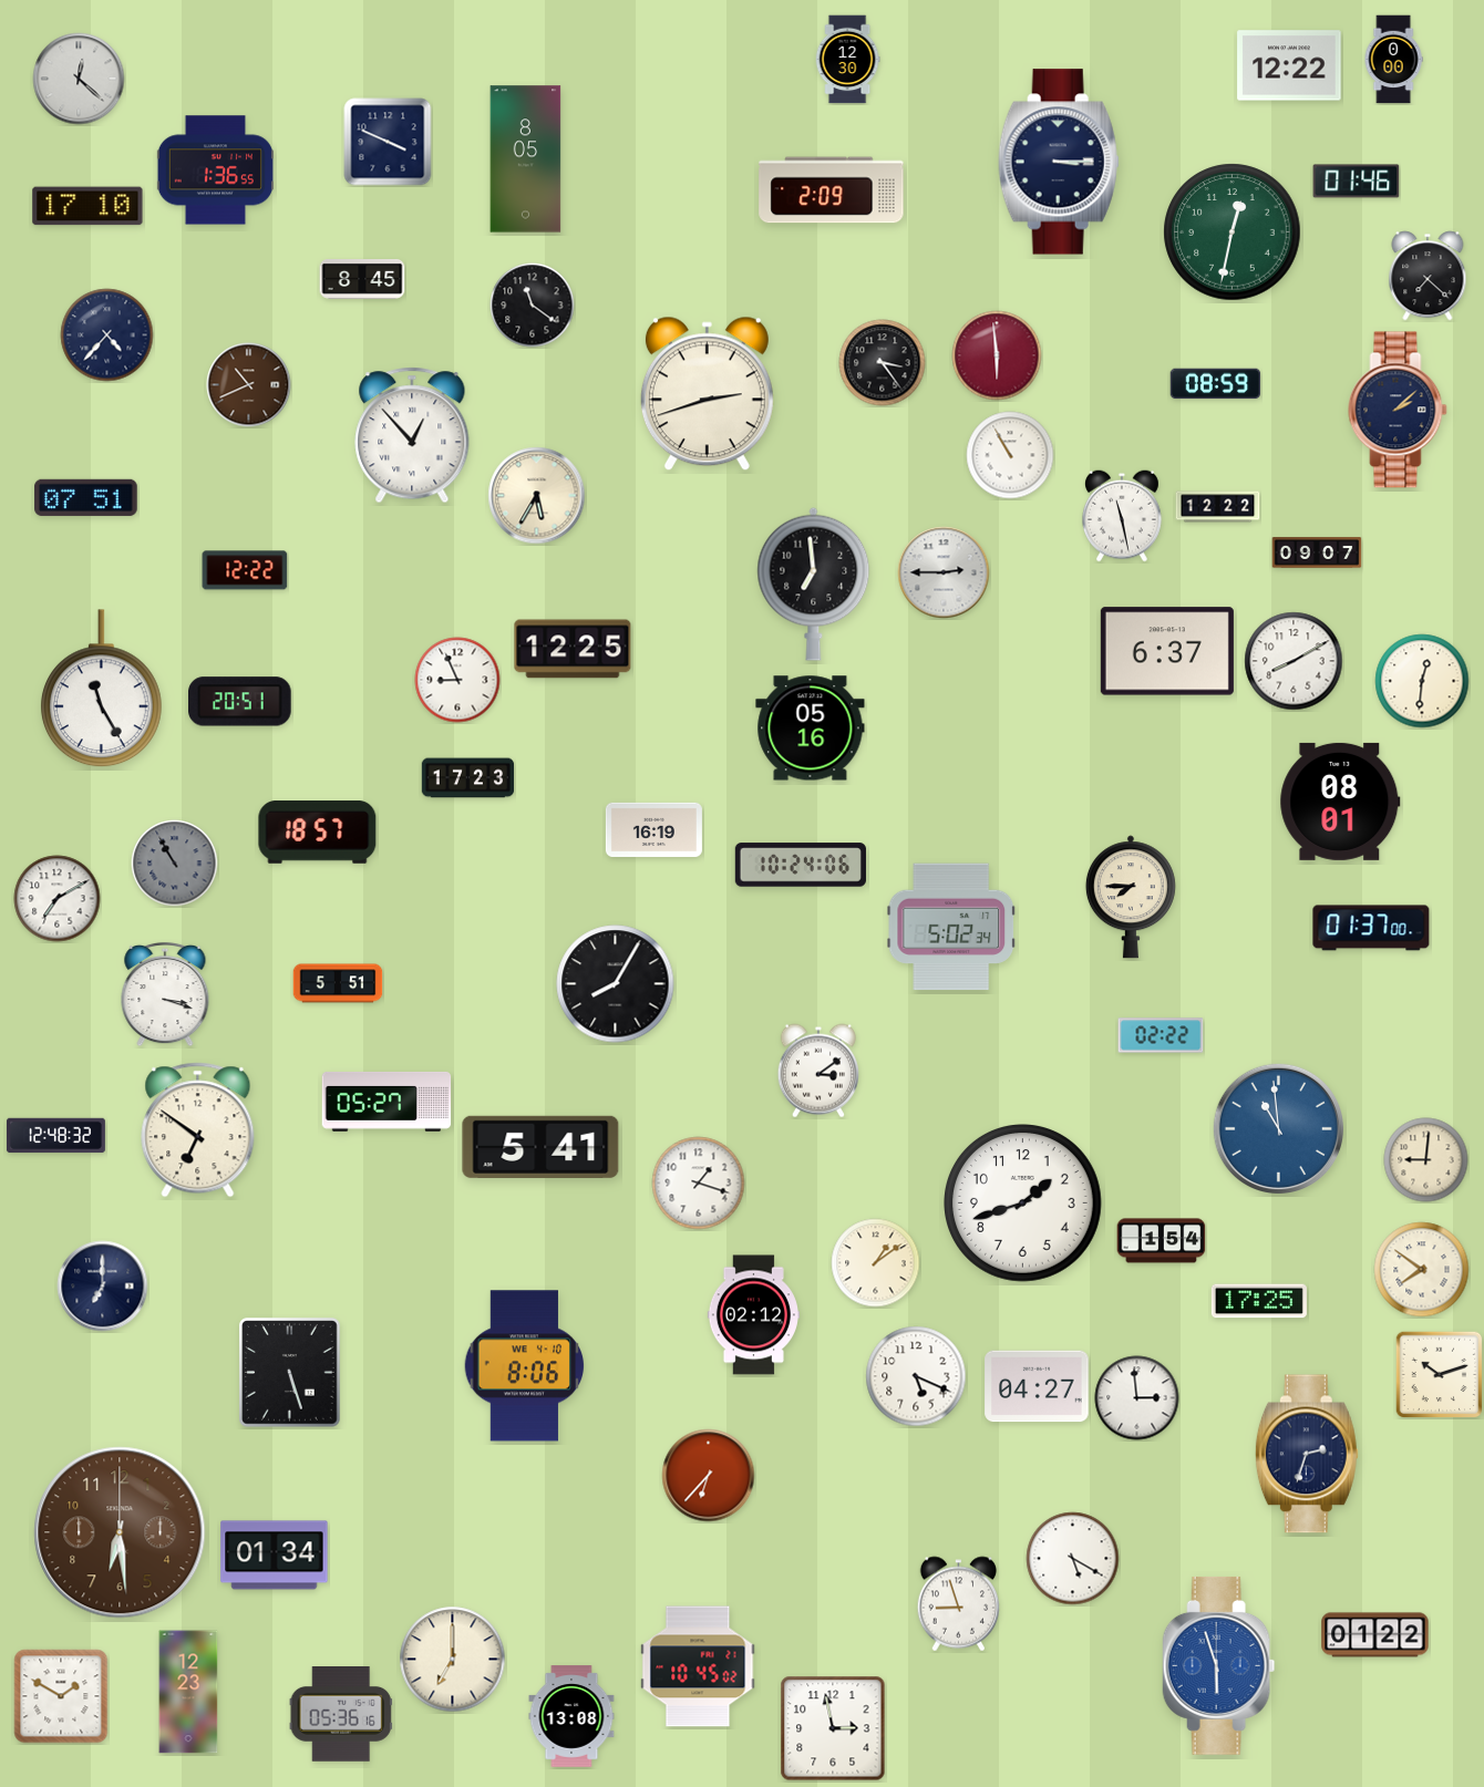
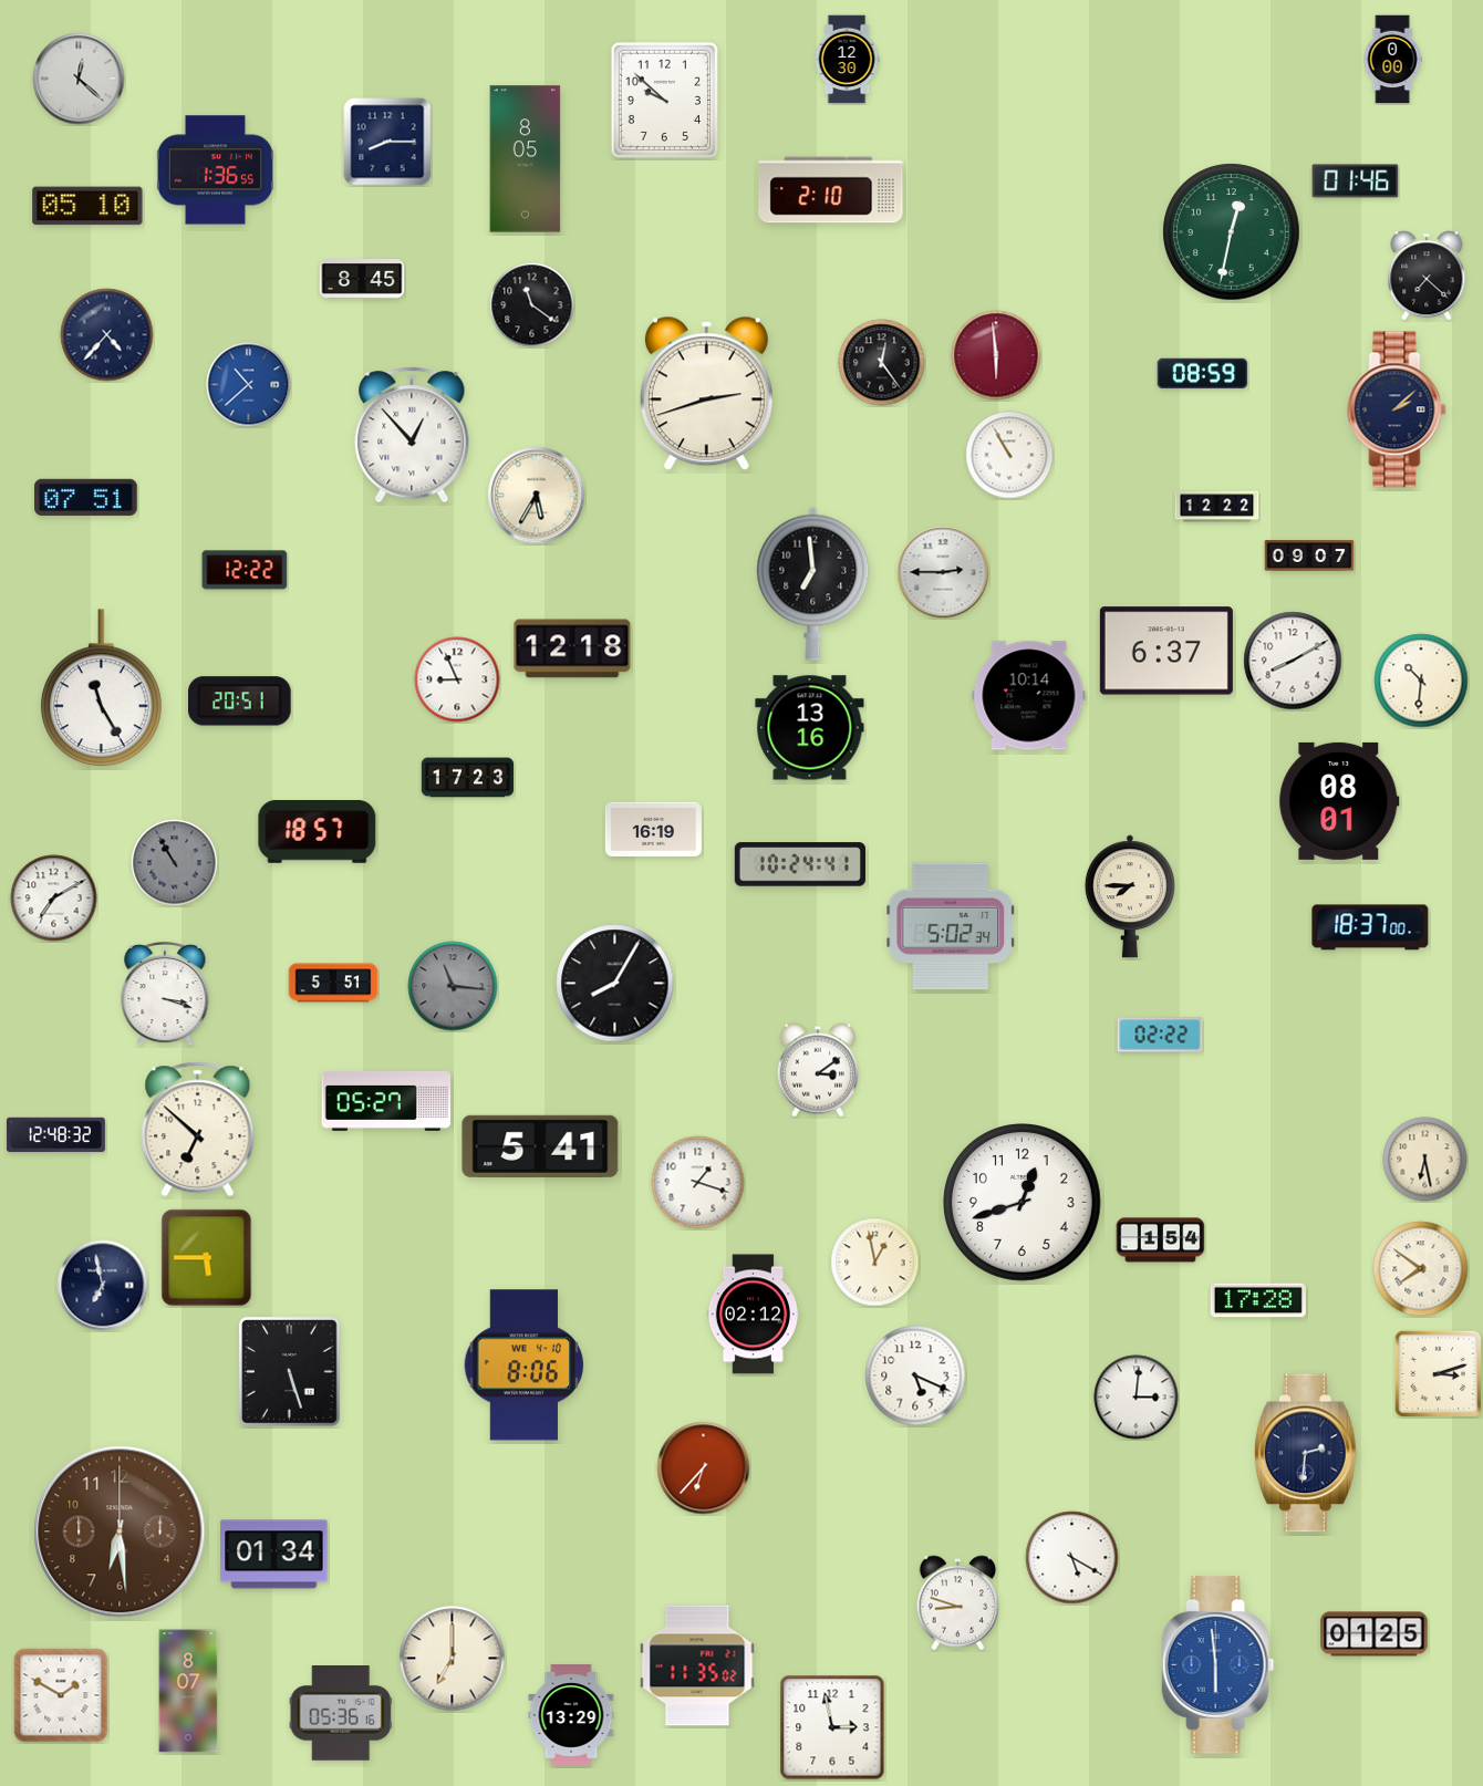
clock at (1289, 65): 12:22 -> none
clock at (664, 100): none -> 9:52
clock at (388, 142): 3:49 -> 8:15
clock at (1059, 162): 3:15 -> none
clock at (832, 190): 2:09 -> 2:10
clock at (87, 206): 17:10 -> 05:10
clock at (883, 363): 3:24 -> 12:24
clock at (1216, 384) position: (1216, 384) -> (1203, 374)
clock at (249, 385): 10:41 -> 10:38
clock at (249, 385) dial: brown -> blue
clock at (1123, 516): 11:28 -> none
clock at (1317, 552) position: (1317, 552) -> (1309, 555)
clock at (573, 649): 12:25 -> 12:18
clock at (1422, 681): 12:31 -> 10:31
clock at (1029, 696): none -> 10:14
clock at (811, 729): 05:16 -> 13:16
clock at (801, 865): 10:24:06 -> 10:24:41
clock at (58, 899) position: (58, 899) -> (54, 899)
clock at (1371, 928): 01:37 -> 18:37
clock at (338, 983) position: (338, 983) -> (333, 983)
clock at (453, 986): none -> 11:16
clock at (1278, 1128): 10:59 -> none
clock at (198, 1130): 6:51 -> 6:52
clock at (1426, 1160): 9:01 -> 6:28
clock at (1023, 1204): 1:42 -> 12:42
clock at (207, 1258): none -> 5:45
clock at (876, 1263): 1:09 -> 12:58
clock at (103, 1287): 7:00 -> 6:58
clock at (1259, 1301): 17:25 -> 17:28
clock at (1439, 1374): 10:12 -> 3:12
clock at (1037, 1386): 04:27 -> none
clock at (1137, 1398): 2:59 -> 3:01
clock at (1307, 1454): 2:33 -> 2:31
clock at (709, 1476) position: (709, 1476) -> (704, 1468)
clock at (959, 1604): 8:57 -> 8:48
clock at (1375, 1635): 01:22 -> 01:25
clock at (1219, 1665): 5:57 -> 5:59
clock at (698, 1666): 10:45 -> 11:35
clock at (188, 1692): 12:23 -> 8:07
clock at (571, 1716): 13:08 -> 13:29
